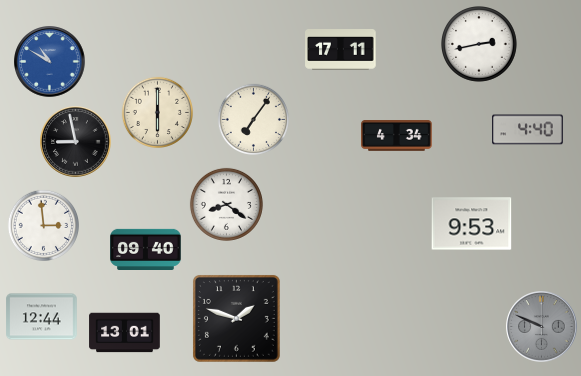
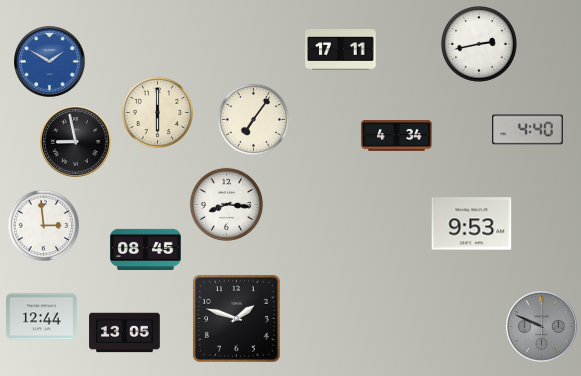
clock at (50, 62): 10:50 -> 1:50
clock at (226, 204): 8:21 -> 8:16
clock at (146, 249): 09:40 -> 08:45
clock at (125, 333): 13:01 -> 13:05
